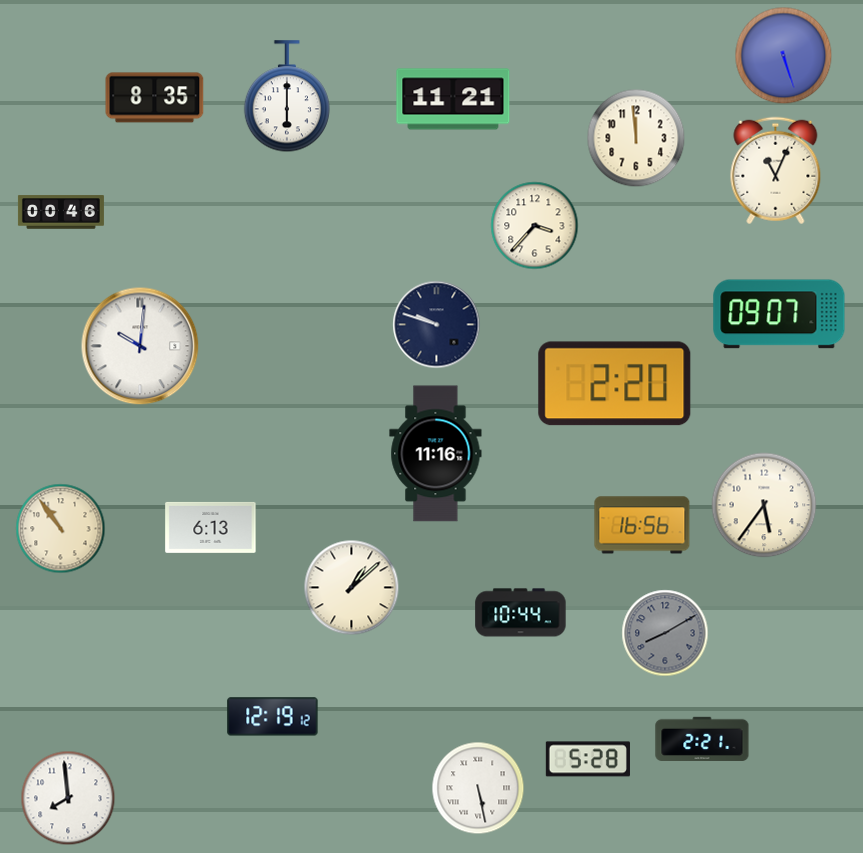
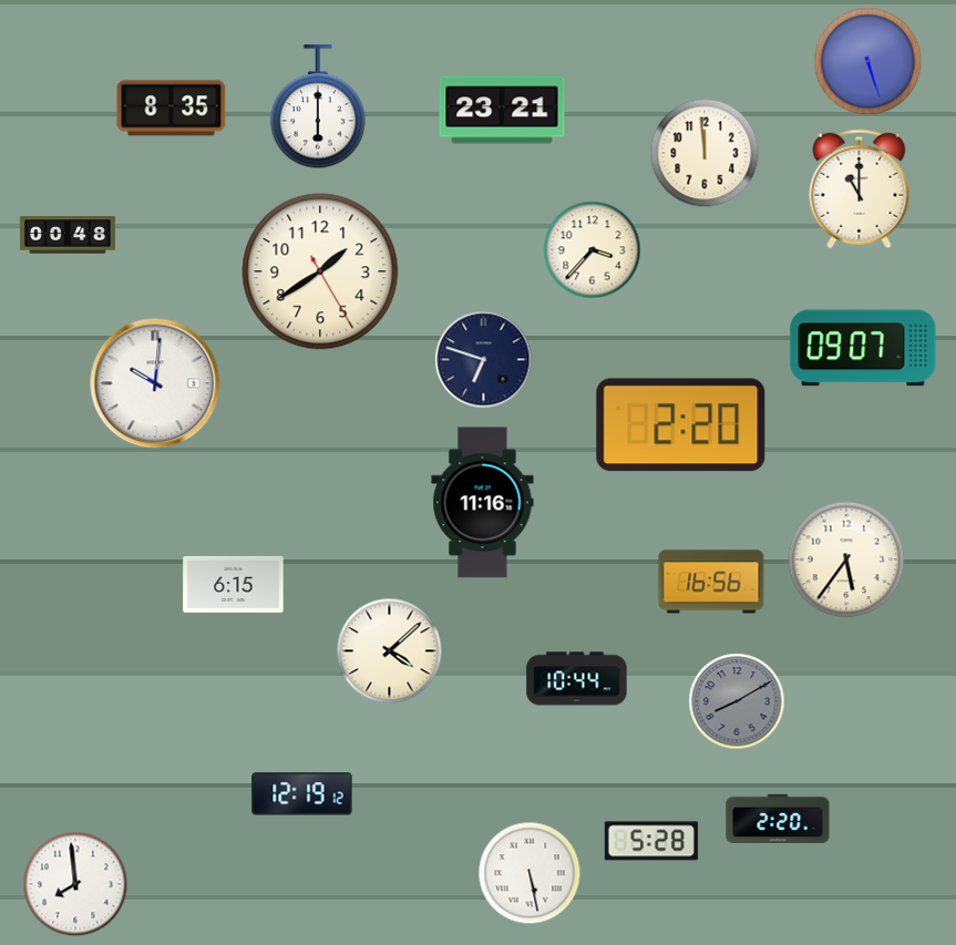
clock at (453, 99): 11:21 -> 23:21
clock at (776, 171): 11:04 -> 11:00
clock at (61, 212): 00:46 -> 00:48
clock at (320, 271): none -> 1:39
clock at (437, 325): 9:48 -> 6:48
clock at (211, 527): 6:13 -> 6:15
clock at (61, 529): 10:54 -> none
clock at (352, 588): 1:08 -> 4:08
clock at (702, 739): 2:21 -> 2:20
